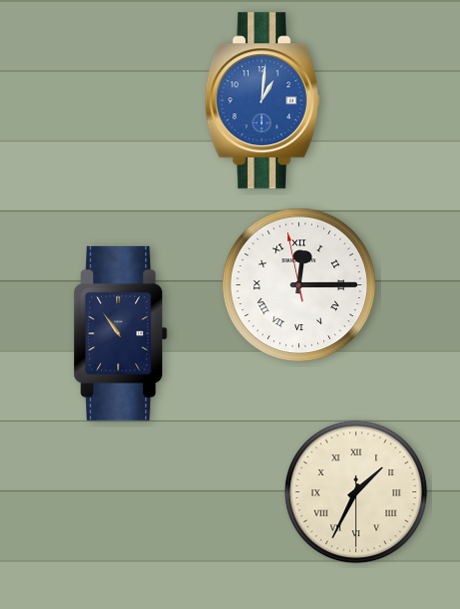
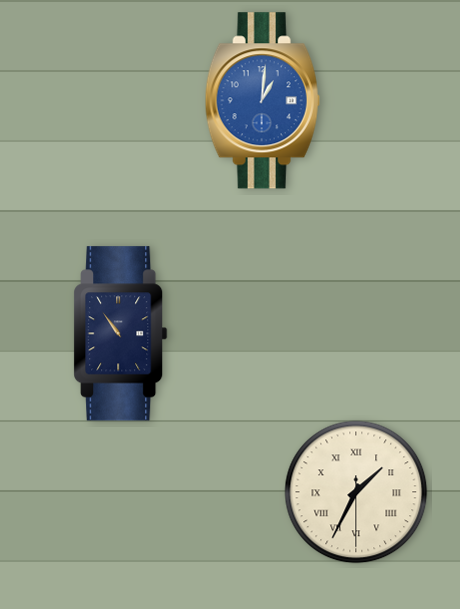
clock at (299, 285): 12:14 -> none
